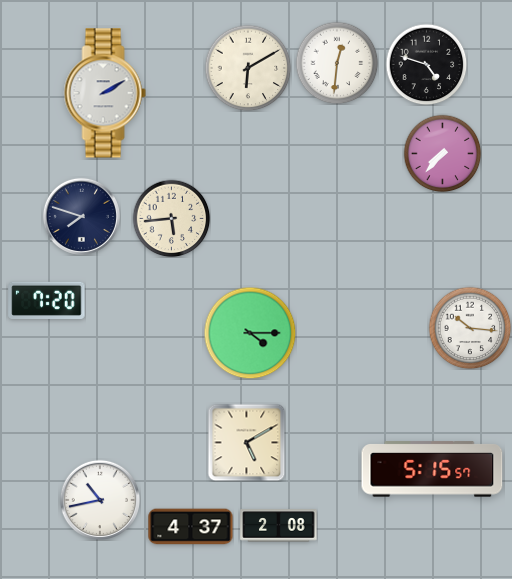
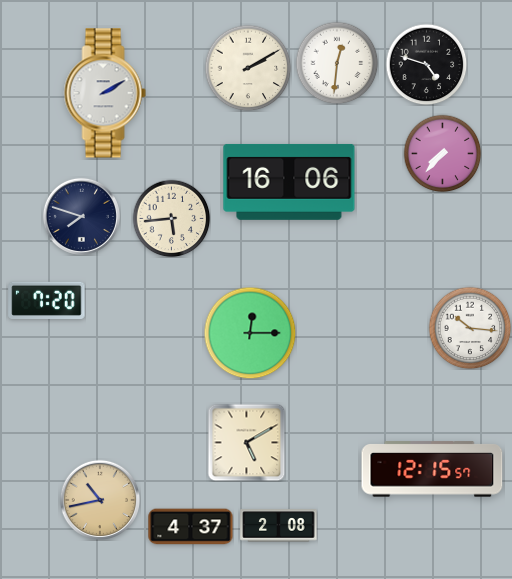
clock at (248, 68): 6:10 -> 2:10
clock at (289, 182): none -> 16:06
clock at (250, 333): 4:15 -> 12:15
clock at (432, 469): 5:15 -> 12:15
clock at (99, 499) dial: white -> champagne
